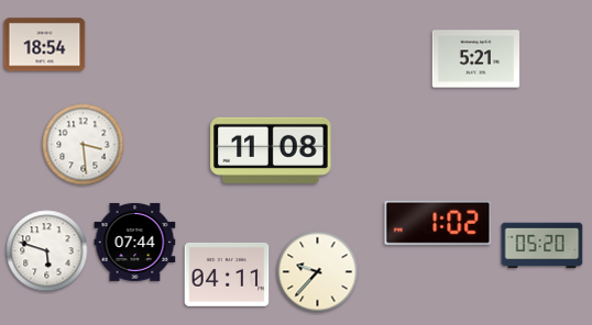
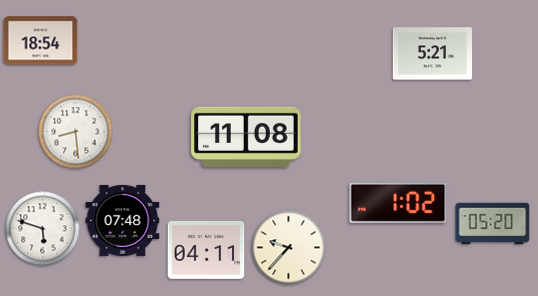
clock at (84, 145): 3:29 -> 8:29
clock at (135, 242): 07:44 -> 07:48
